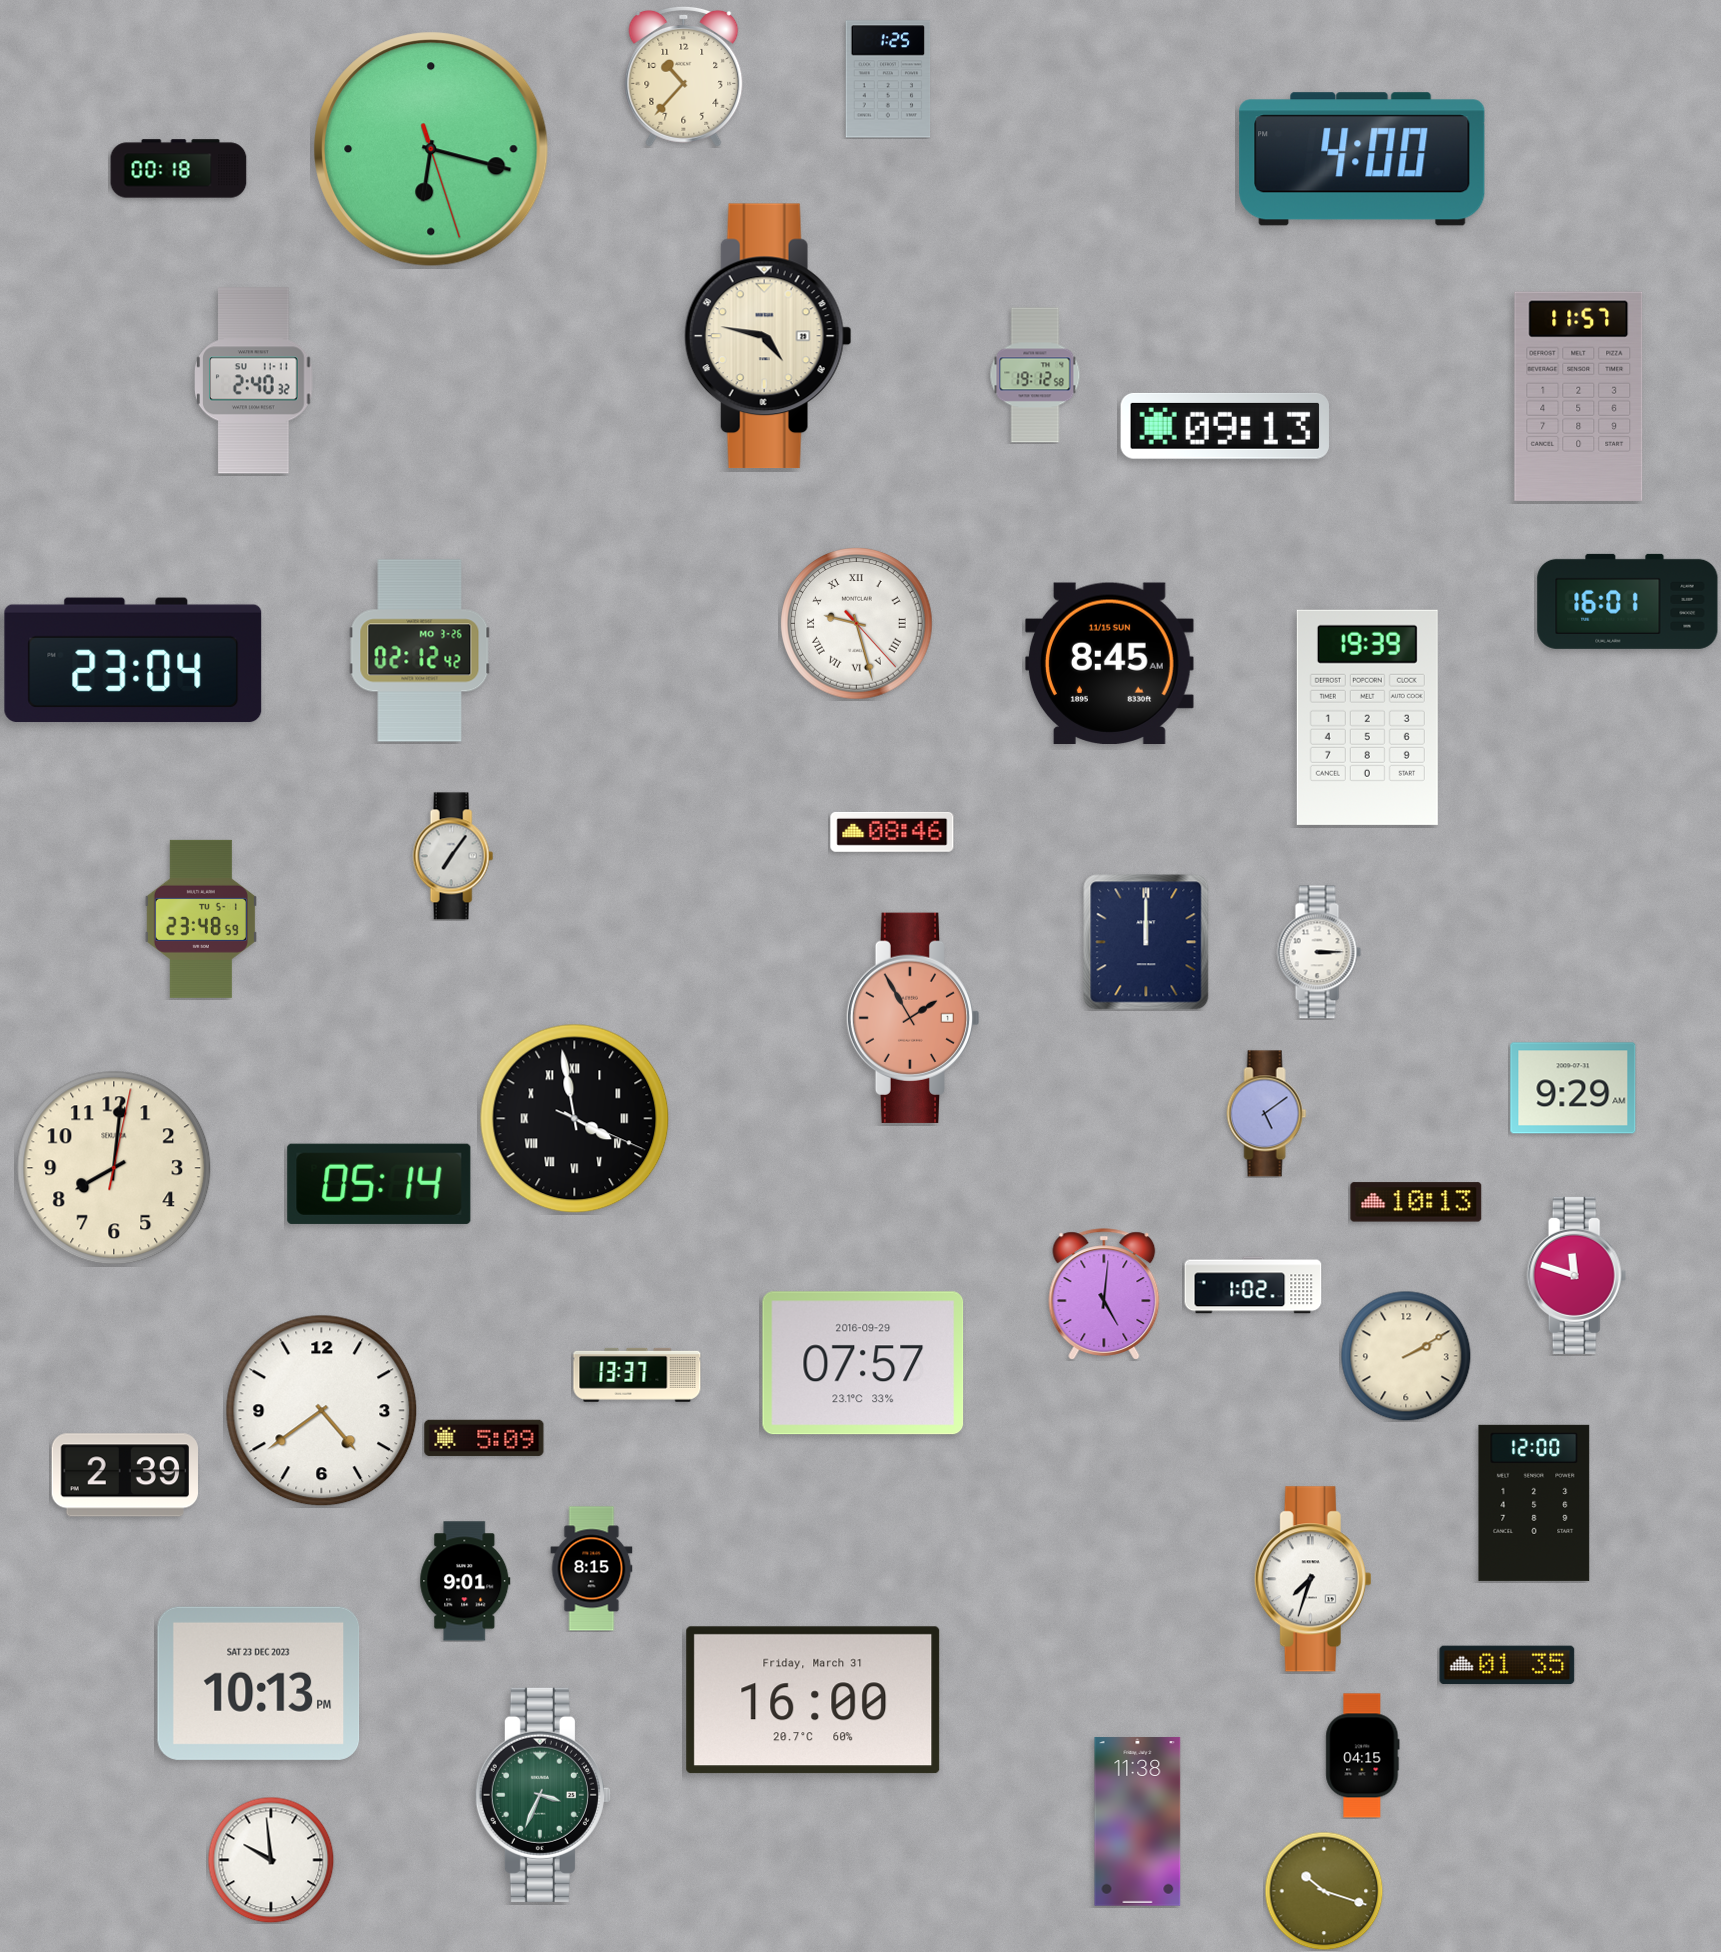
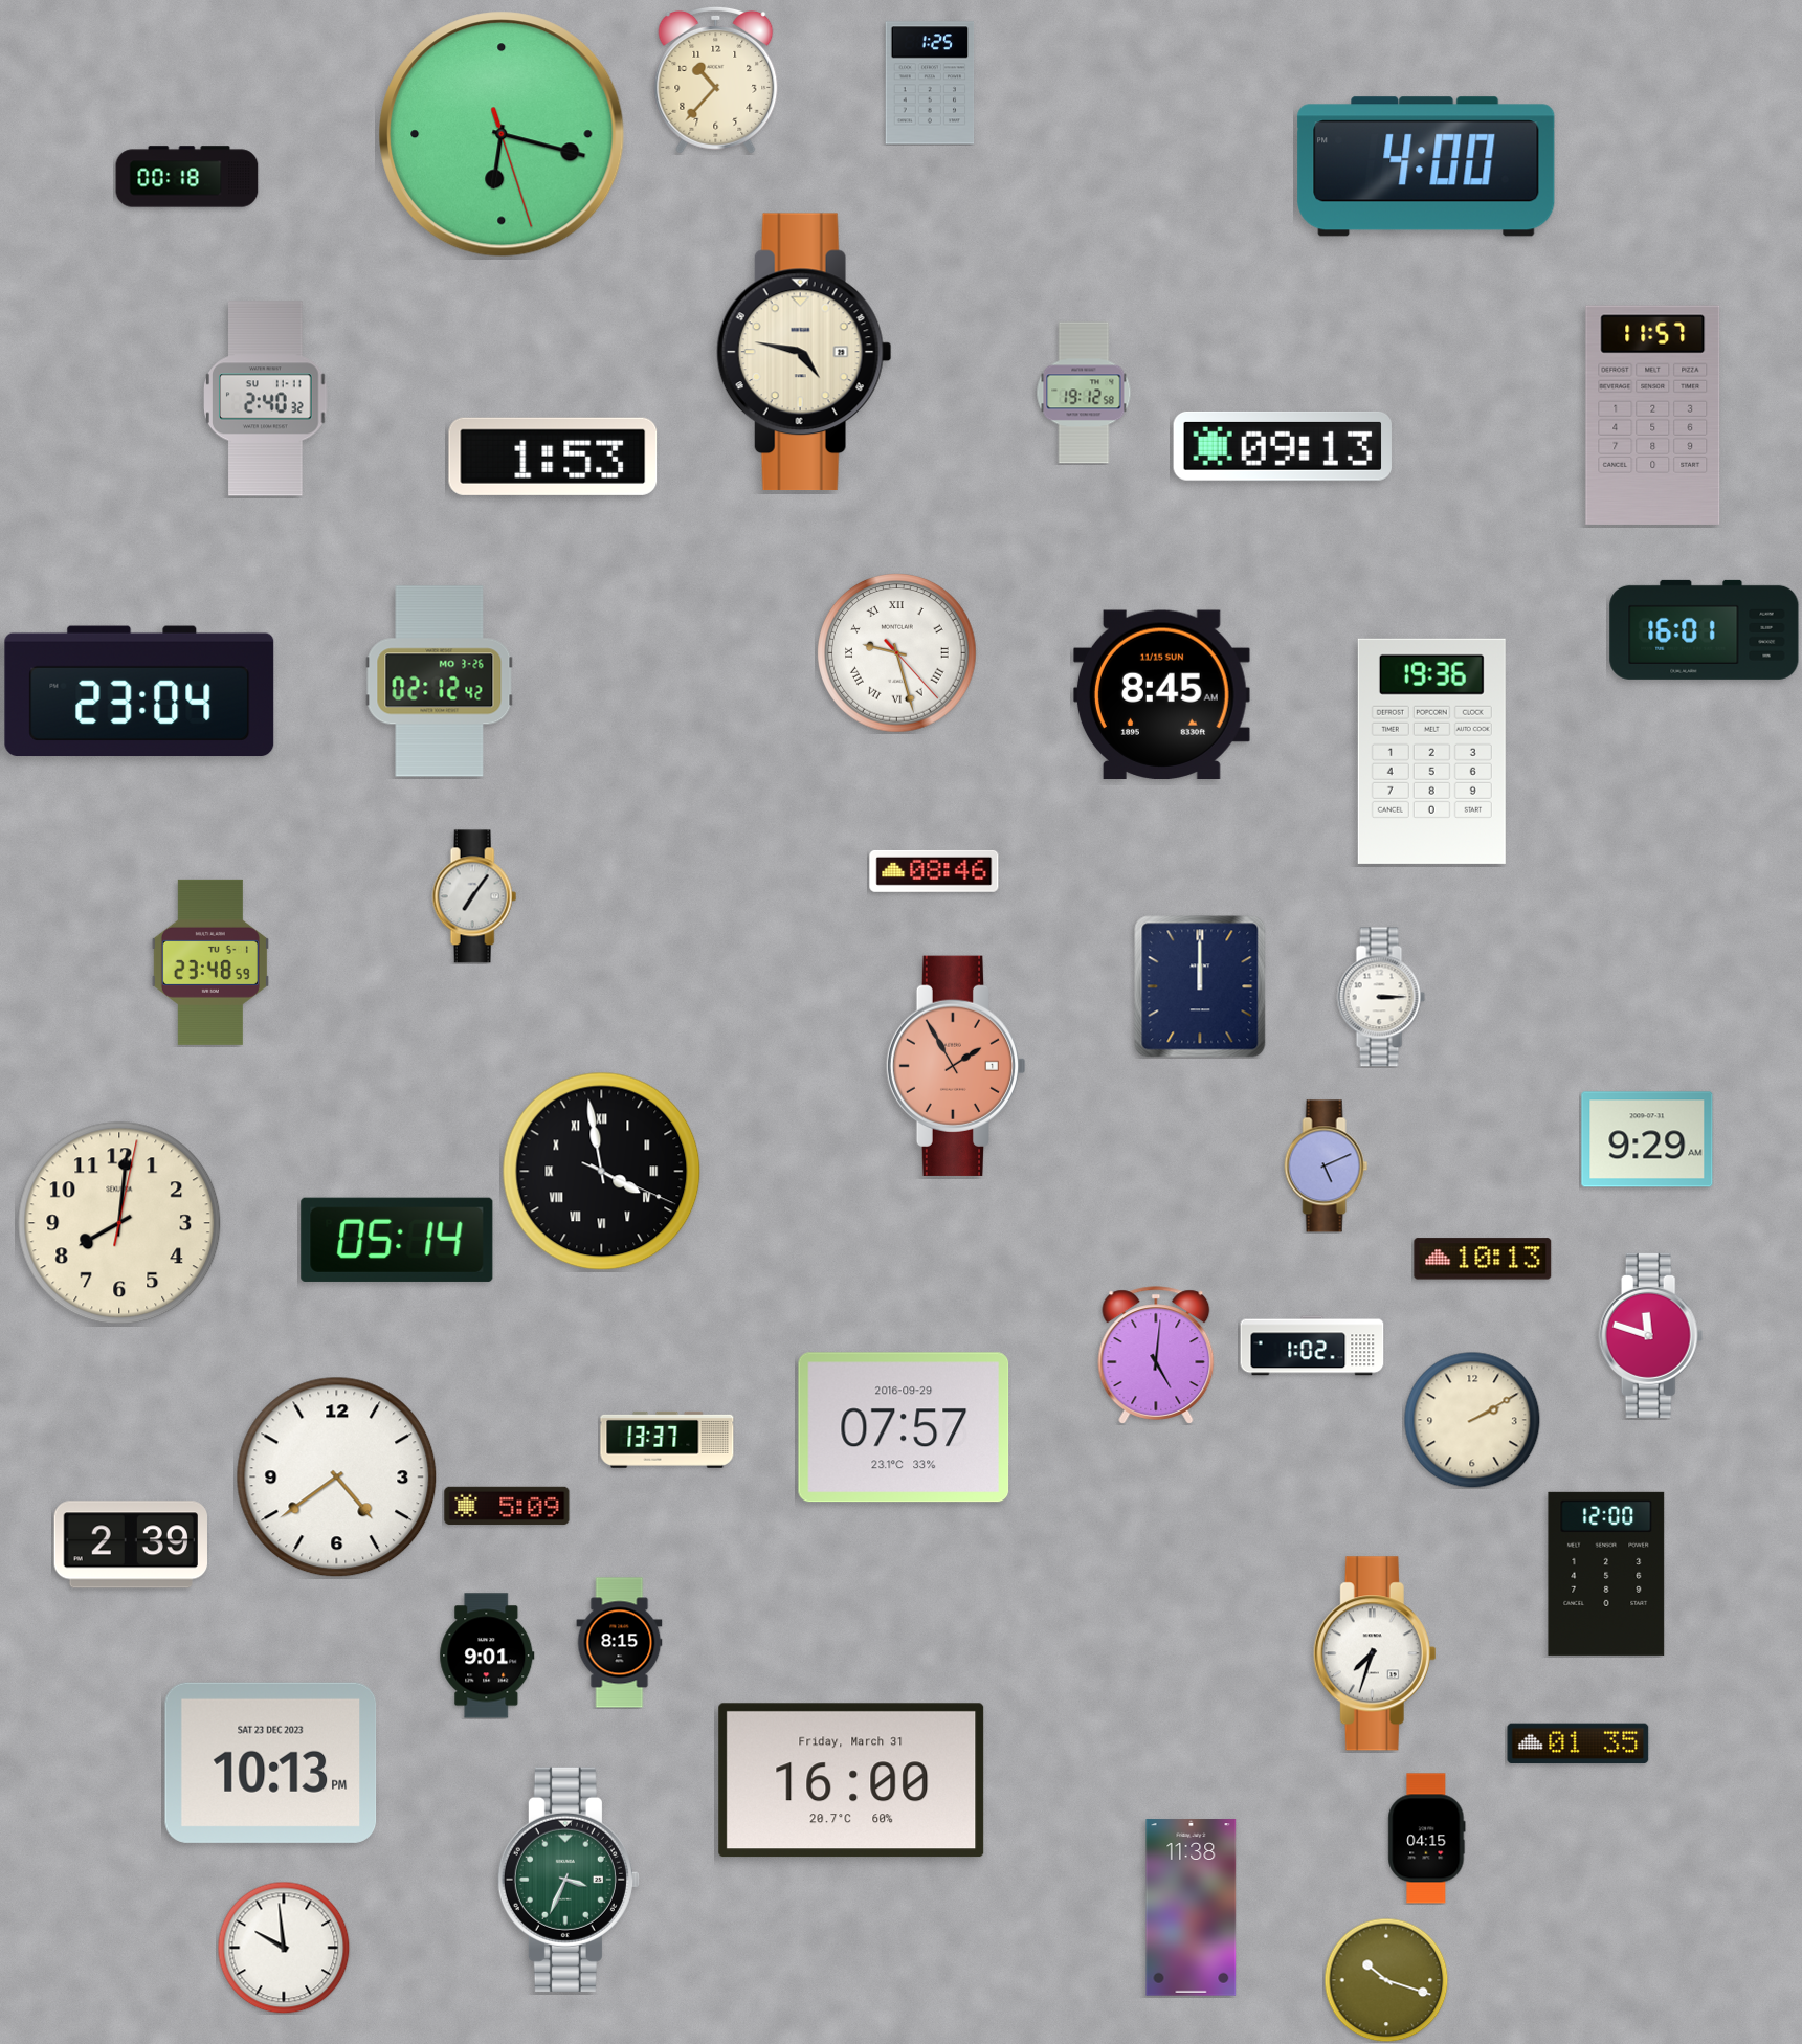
clock at (431, 149) position: (431, 149) -> (502, 134)
clock at (553, 457): none -> 1:53
clock at (1367, 717): 19:39 -> 19:36
clock at (1267, 1114): 5:09 -> 5:11
